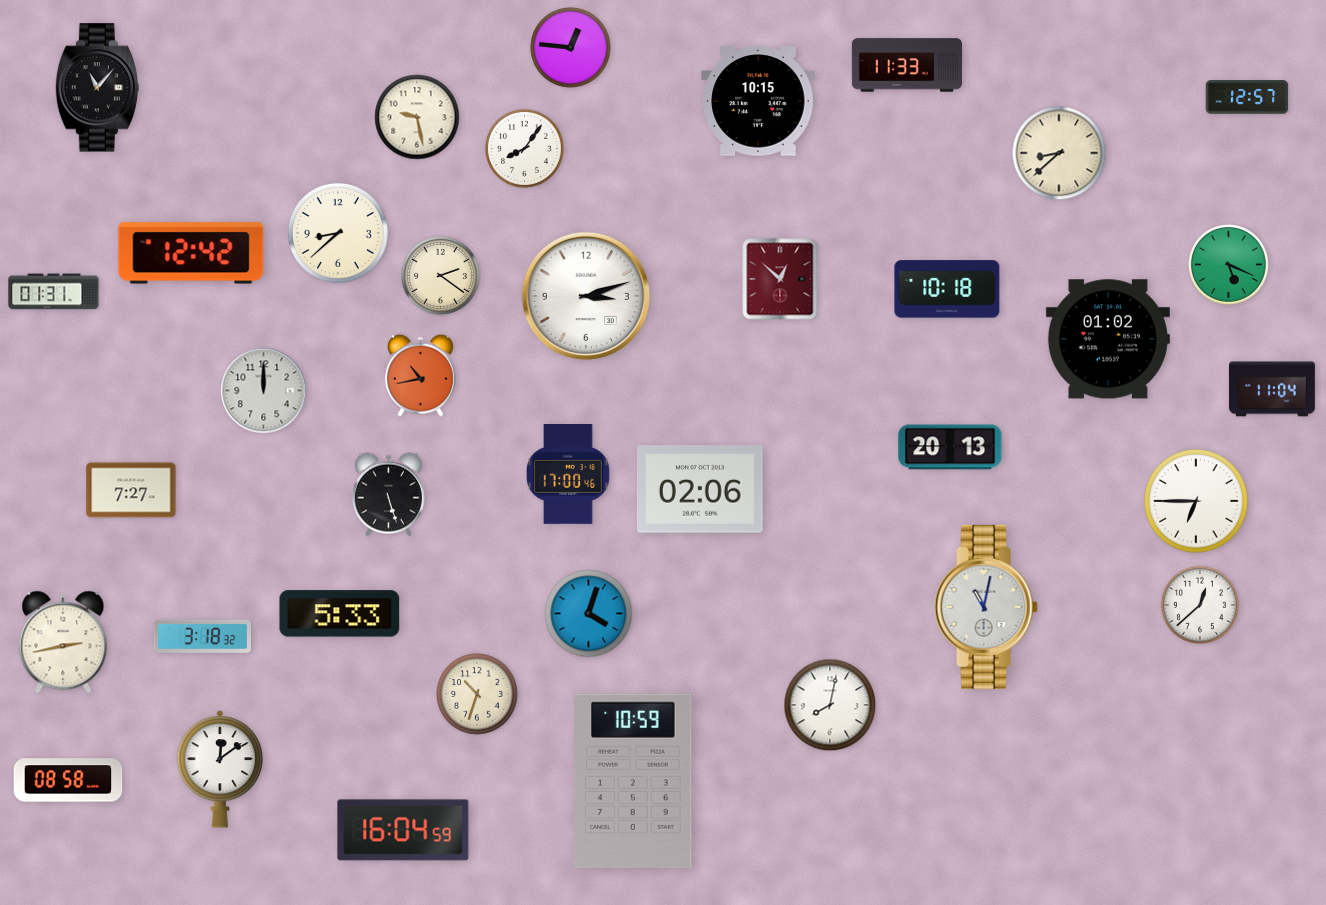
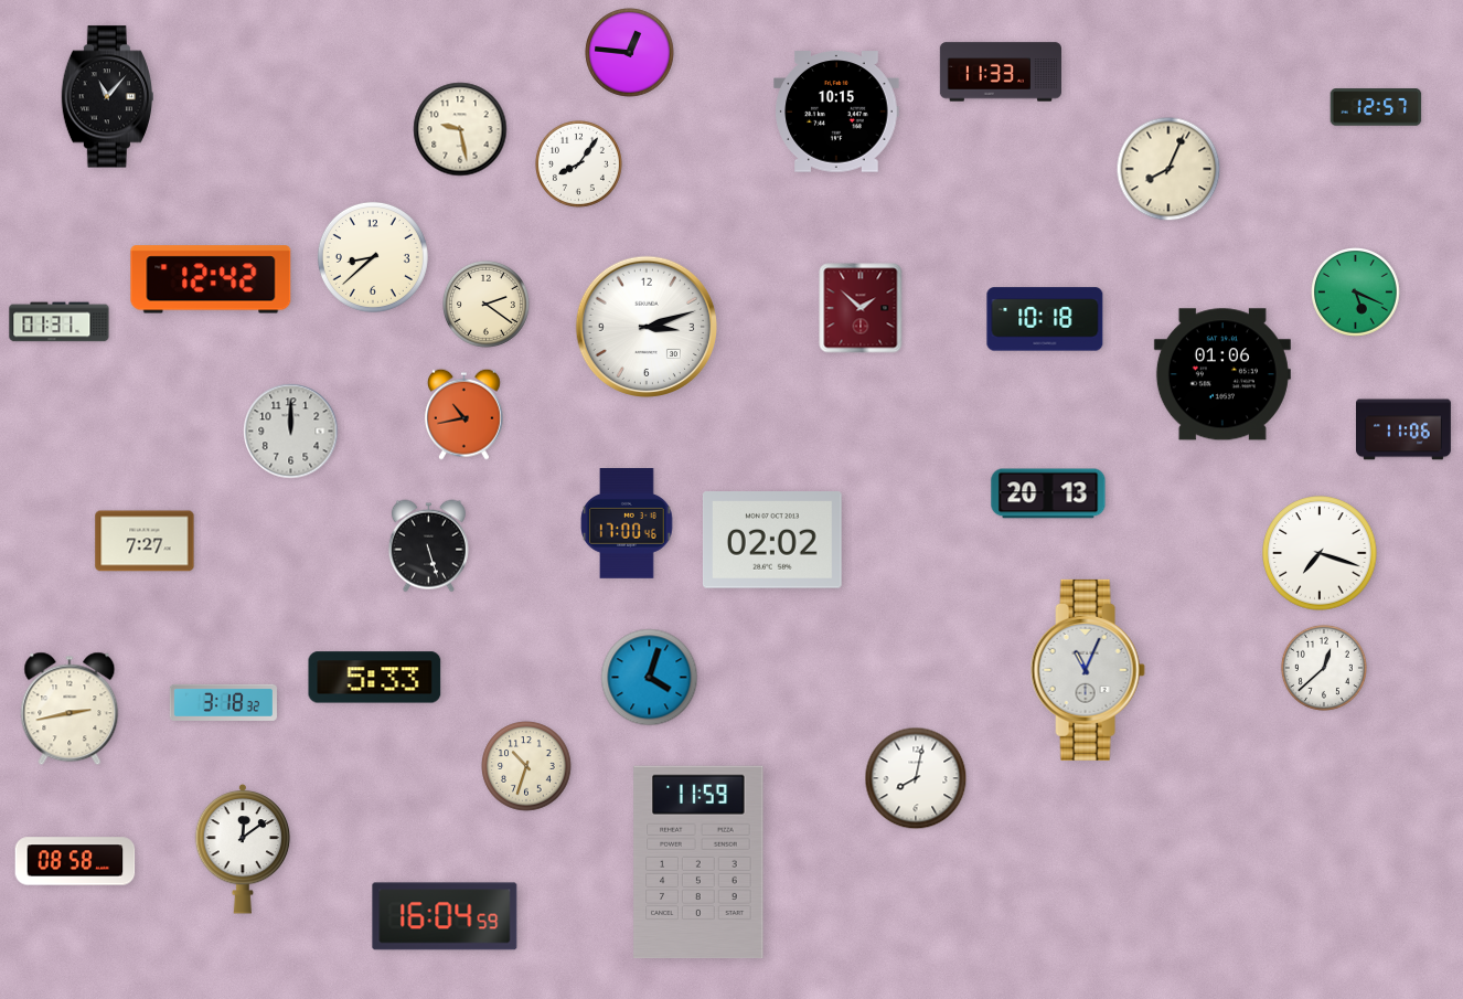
clock at (1059, 153): 8:38 -> 8:04
clock at (780, 279): 12:52 -> 1:52
clock at (1108, 339): 01:02 -> 01:06
clock at (1273, 389): 11:04 -> 11:06
clock at (700, 489): 02:06 -> 02:02
clock at (1196, 501): 6:45 -> 7:18
clock at (986, 607): 11:02 -> 11:04
clock at (633, 781): 10:59 -> 11:59
